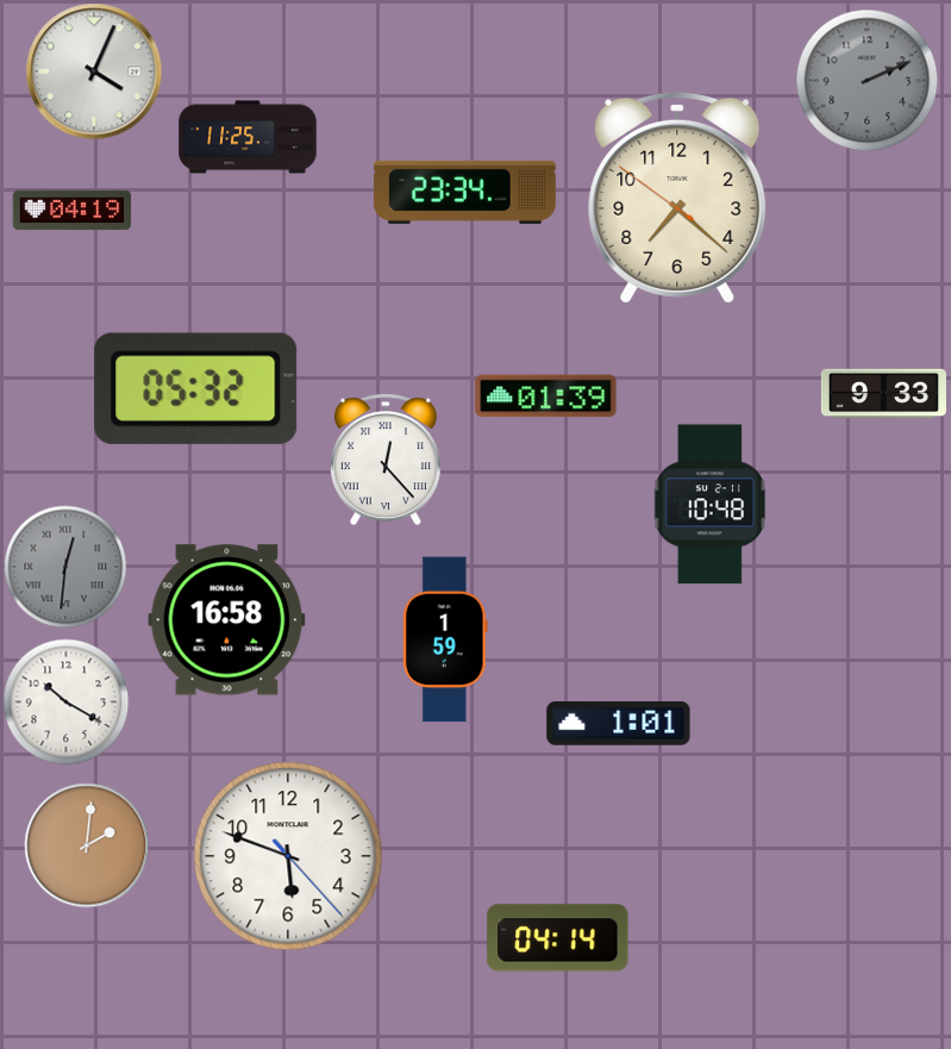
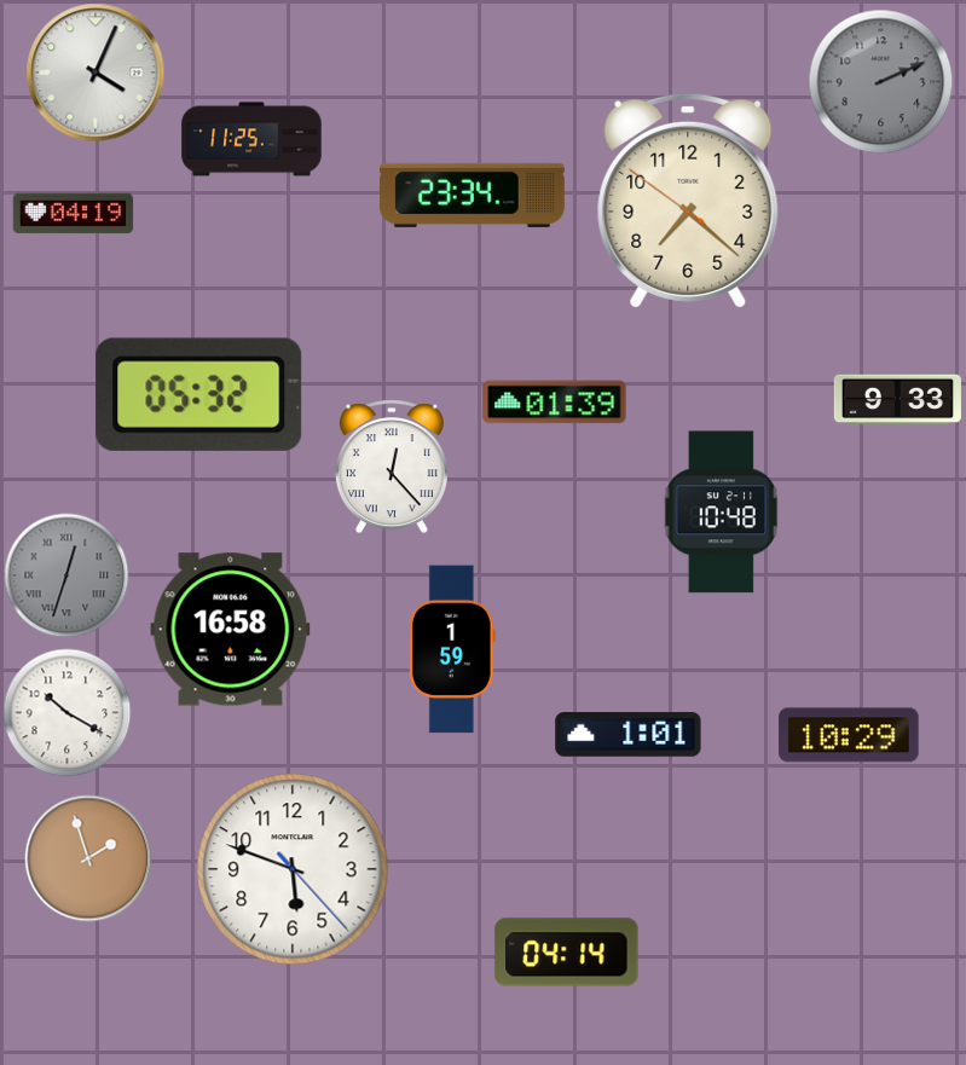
clock at (65, 567): 12:31 -> 12:33
clock at (849, 735): none -> 10:29
clock at (87, 845): 2:01 -> 1:57
